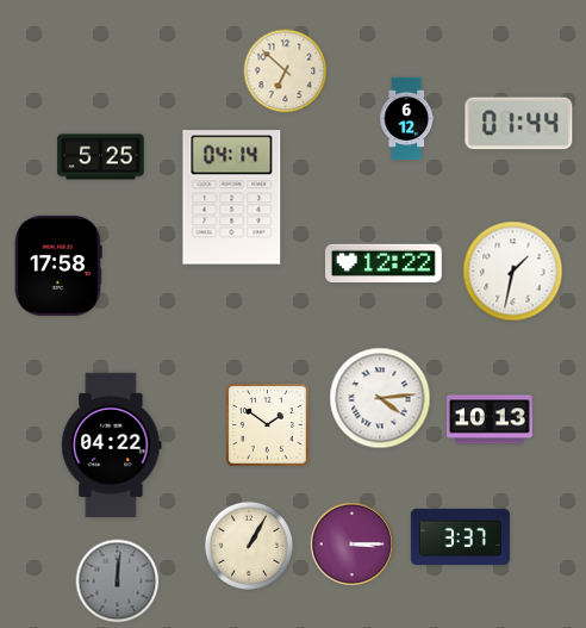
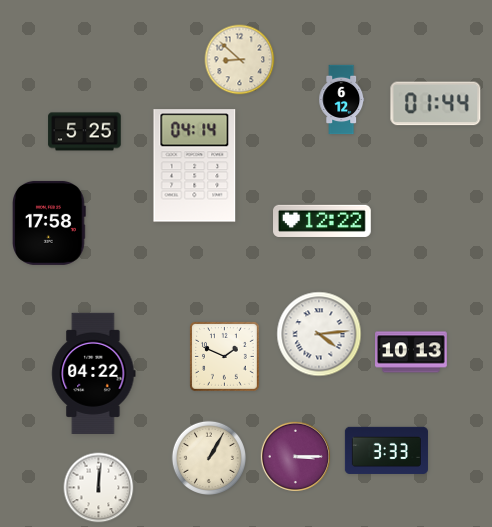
clock at (286, 71): 6:52 -> 8:52
clock at (513, 272): 1:32 -> none
clock at (268, 425): 1:51 -> 1:49
clock at (460, 536): 3:37 -> 3:33
clock at (118, 582) dial: grey -> white
